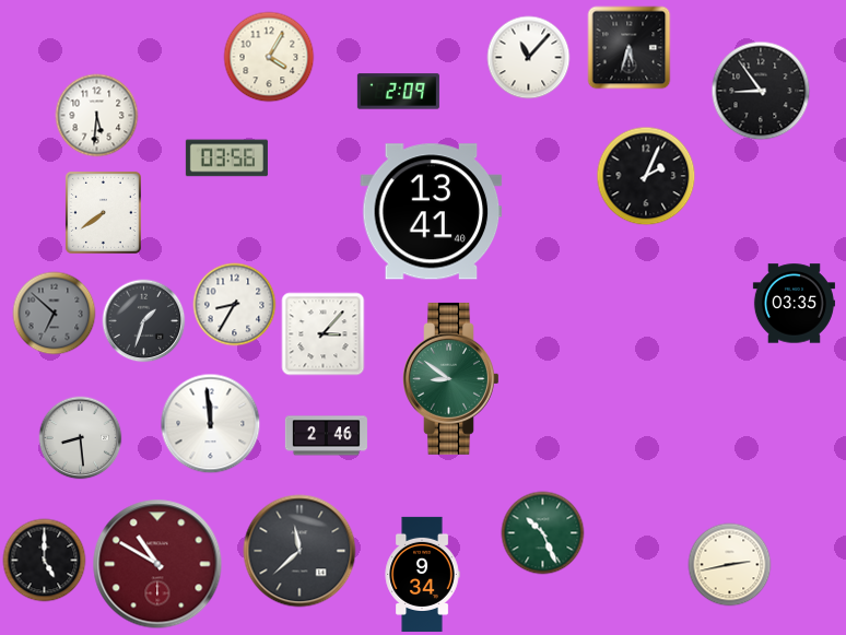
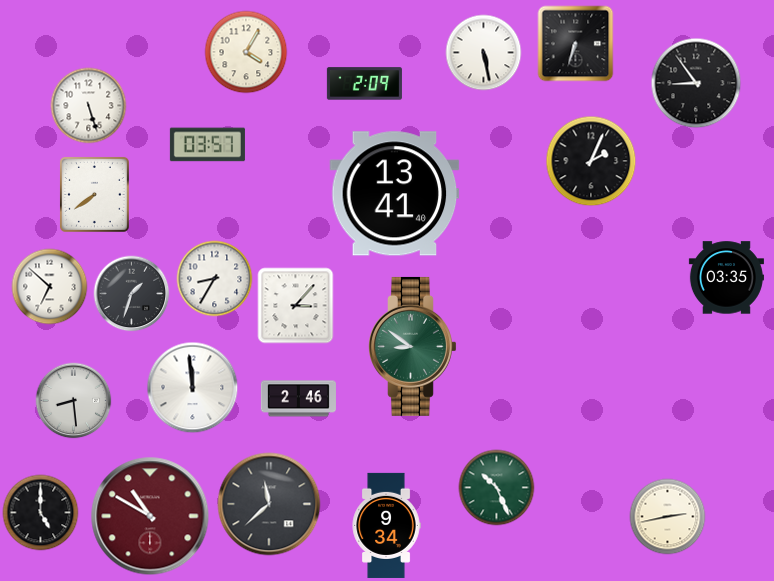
clock at (630, 48): 5:33 -> 6:33
clock at (529, 58): 11:07 -> 5:28
clock at (97, 116): 5:31 -> 5:27
clock at (226, 158): 03:56 -> 03:57
clock at (55, 314) dial: grey -> white
clock at (299, 551) position: (299, 551) -> (269, 504)
clock at (157, 564) position: (157, 564) -> (150, 516)
